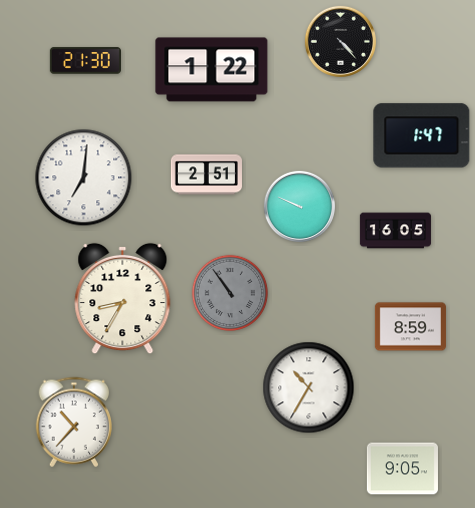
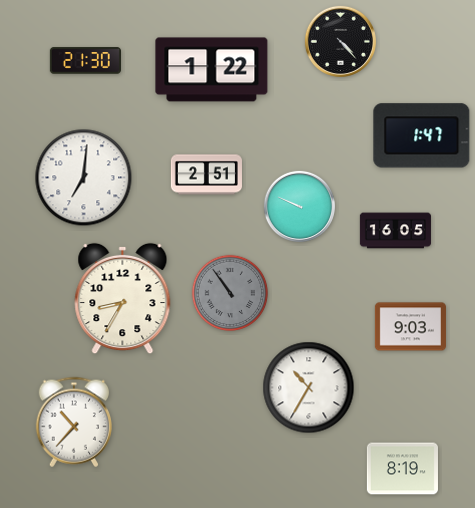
clock at (410, 327): 8:59 -> 9:03
clock at (402, 469): 9:05 -> 8:19
